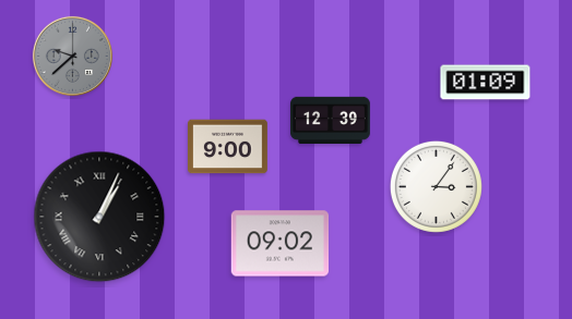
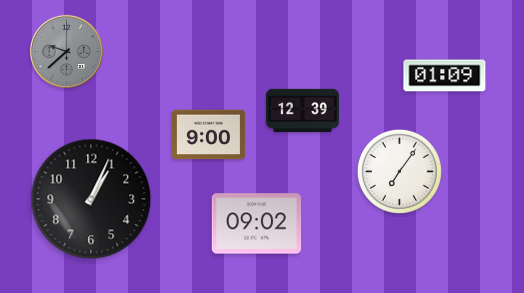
clock at (436, 186): 3:06 -> 7:06
clock at (99, 217) numerals: Roman -> Arabic
